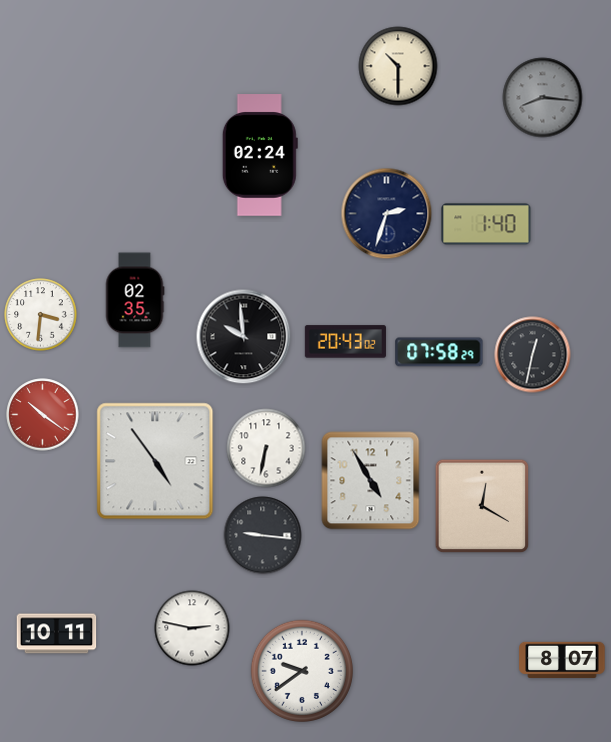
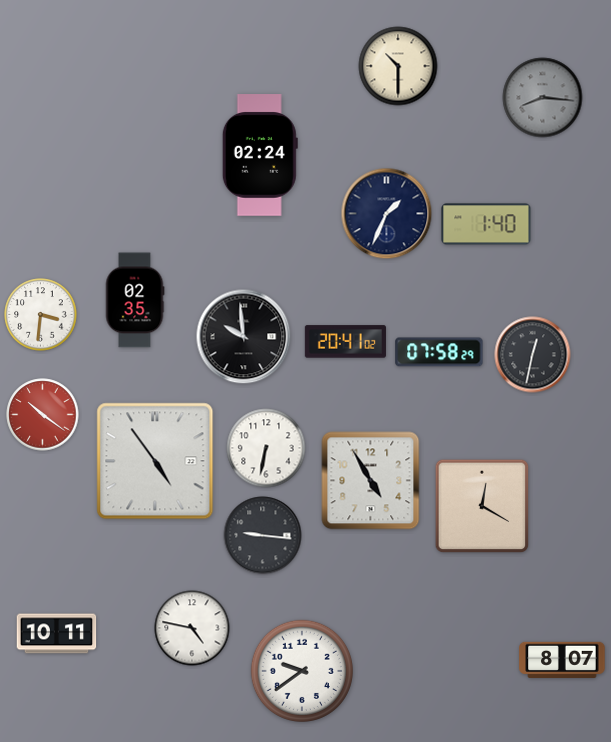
clock at (387, 214): 2:33 -> 1:34
clock at (345, 342): 20:43 -> 20:41
clock at (192, 628): 2:47 -> 4:47
